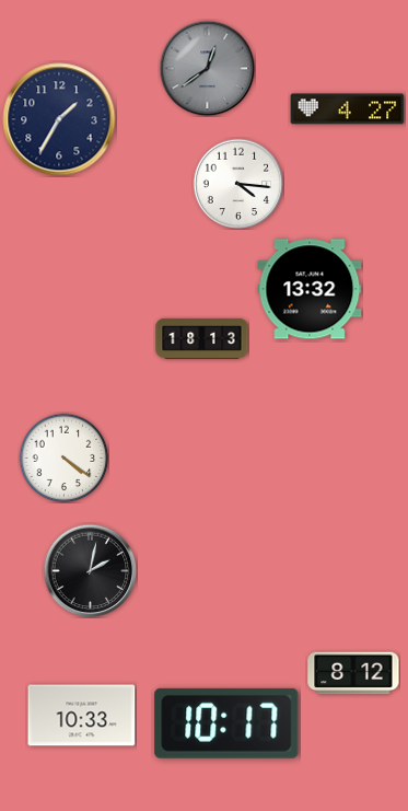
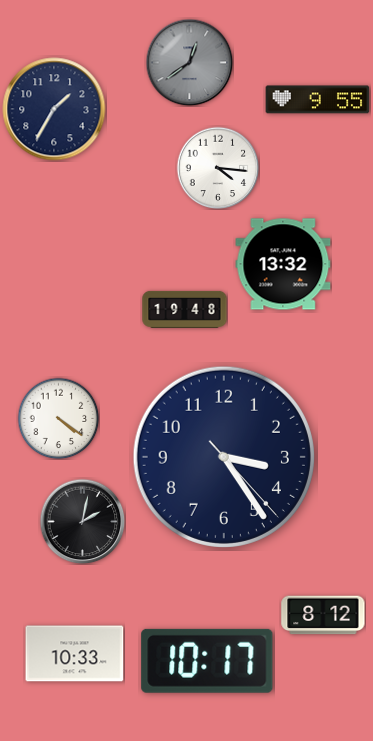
clock at (348, 109): 4:27 -> 9:55
clock at (202, 338): 18:13 -> 19:48
clock at (224, 457): none -> 3:24
